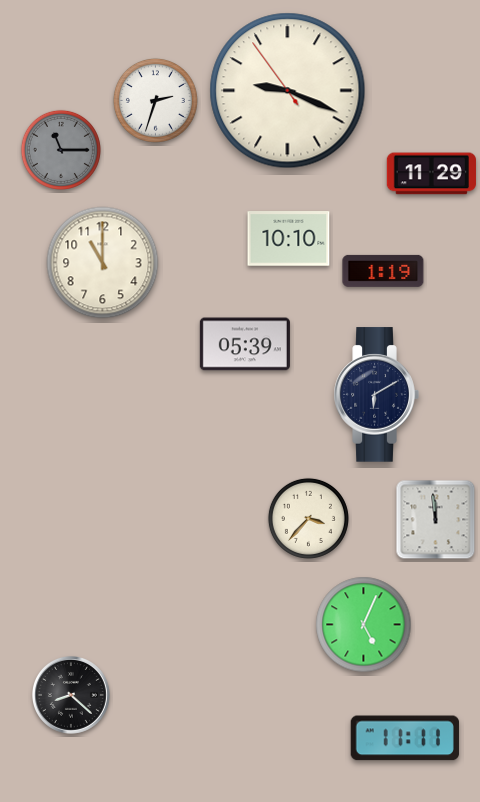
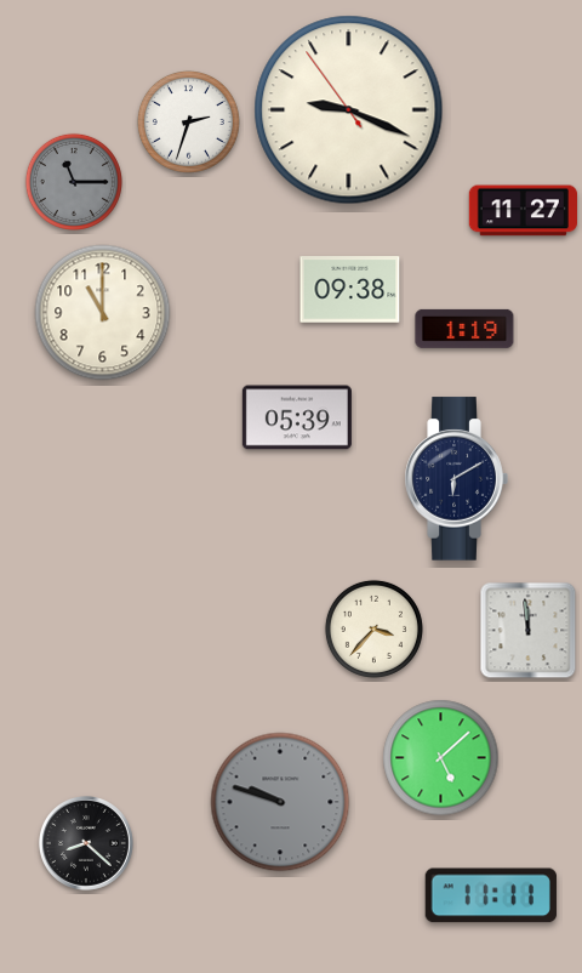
clock at (431, 174): 11:29 -> 11:27
clock at (289, 239): 10:10 -> 09:38
clock at (103, 263) position: (103, 263) -> (103, 313)
clock at (364, 625): 5:04 -> 5:08
clock at (280, 802): none -> 9:48
